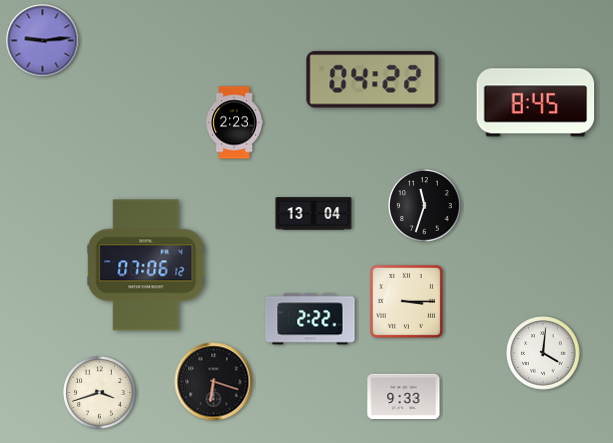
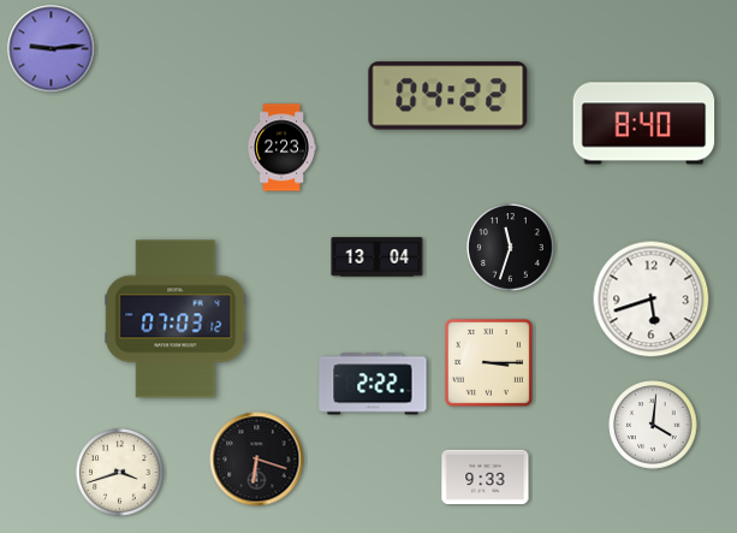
clock at (536, 103): 8:45 -> 8:40
clock at (652, 300): none -> 5:42
clock at (146, 265): 07:06 -> 07:03
